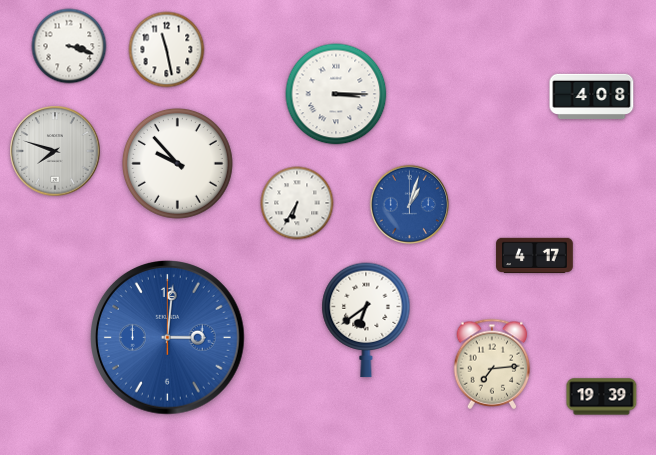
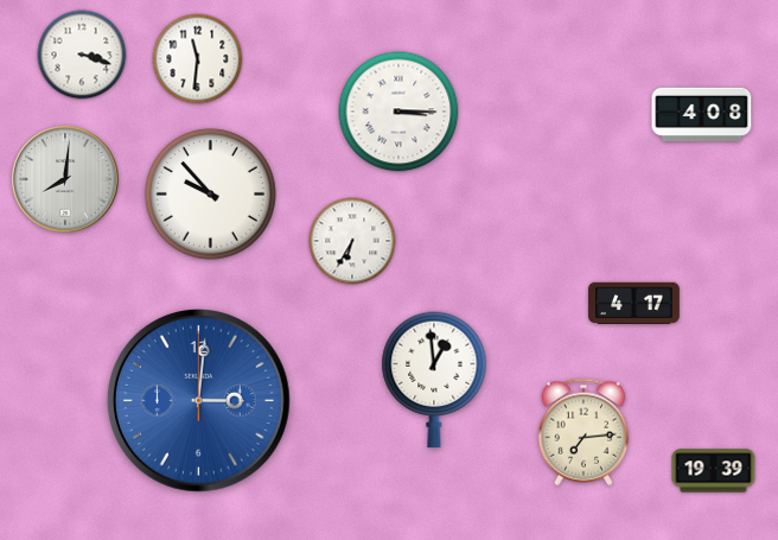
clock at (167, 50): 11:28 -> 11:31
clock at (55, 151): 7:48 -> 8:01
clock at (410, 205): 1:03 -> none
clock at (366, 320): 6:39 -> 12:59
